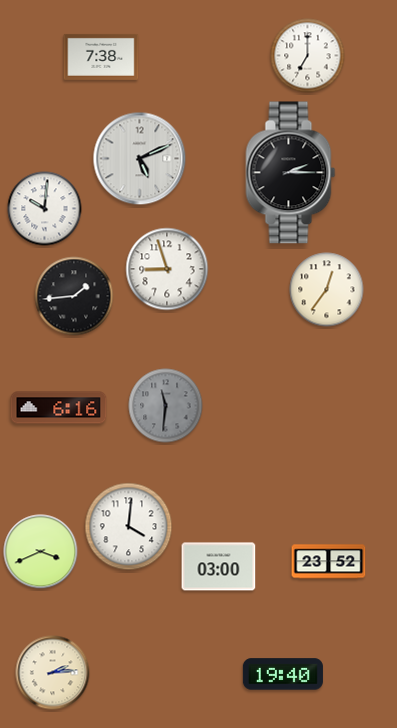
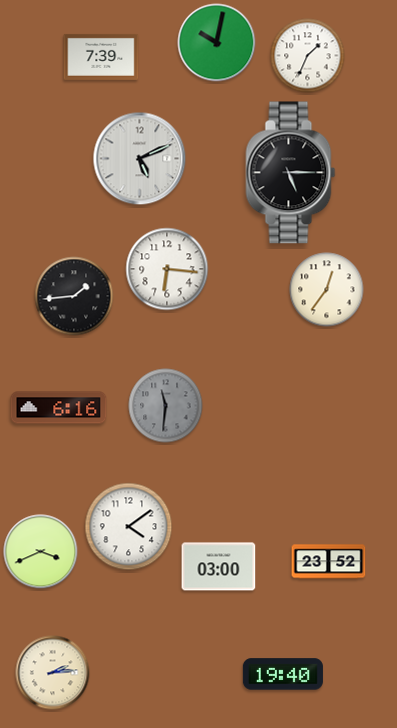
clock at (217, 43): none -> 10:02
clock at (308, 56): 7:00 -> 1:34
clock at (101, 57): 7:38 -> 7:39
clock at (291, 173): 2:15 -> 5:15
clock at (45, 209): 10:01 -> none
clock at (167, 269): 8:57 -> 6:16
clock at (129, 527): 4:01 -> 4:09
